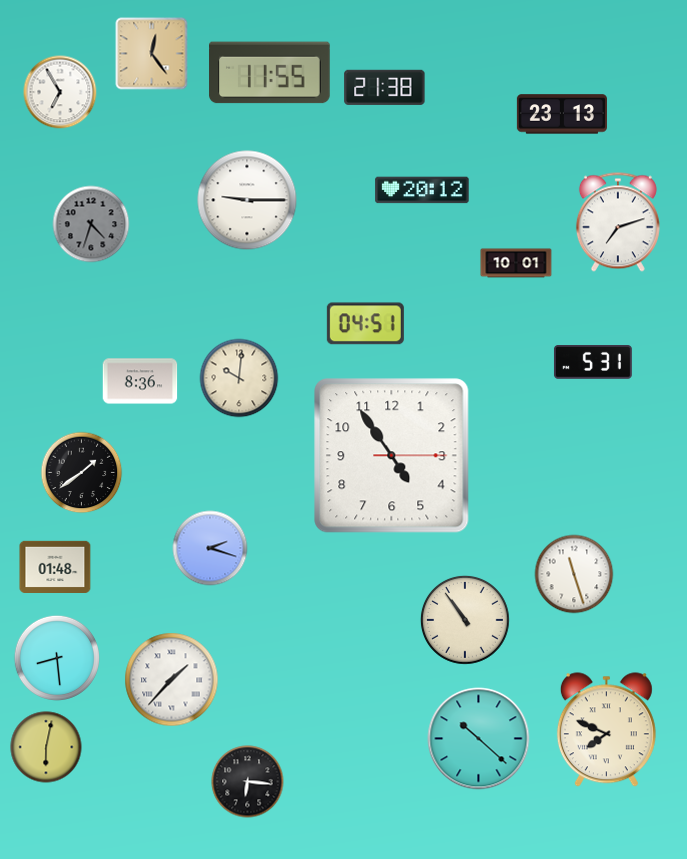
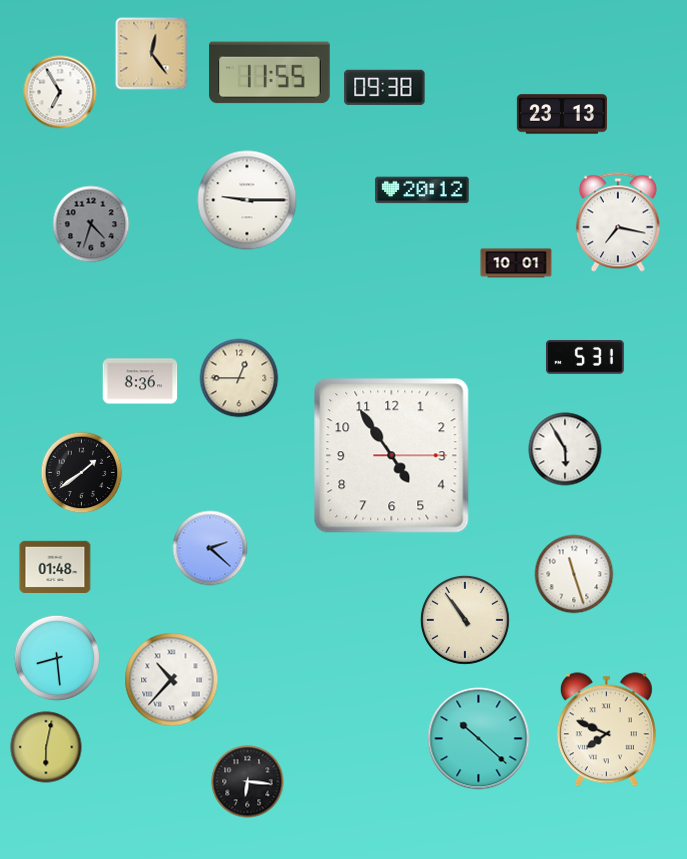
clock at (385, 87): 21:38 -> 09:38
clock at (618, 222): 7:12 -> 7:17
clock at (365, 324): 04:51 -> none
clock at (593, 362) position: (593, 362) -> (585, 357)
clock at (239, 378): 10:01 -> 12:45
clock at (565, 449): none -> 5:55
clock at (210, 548): 2:18 -> 2:22
clock at (172, 680): 1:37 -> 10:37
